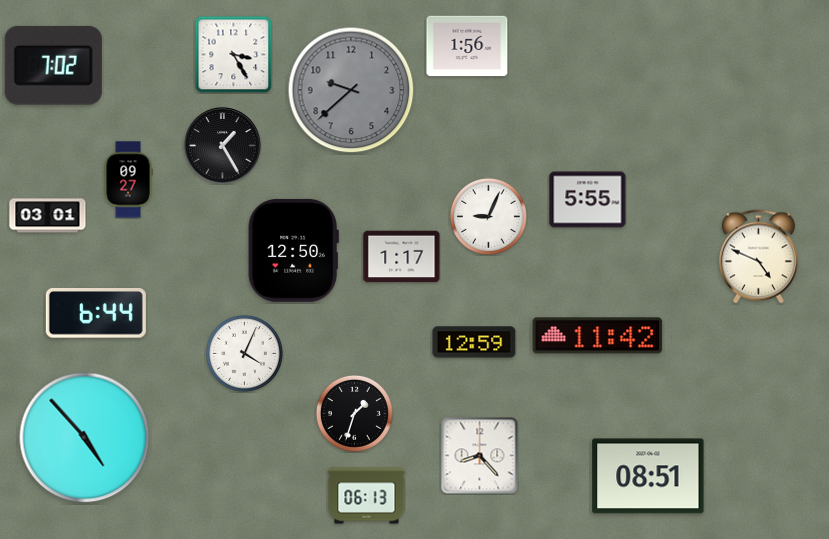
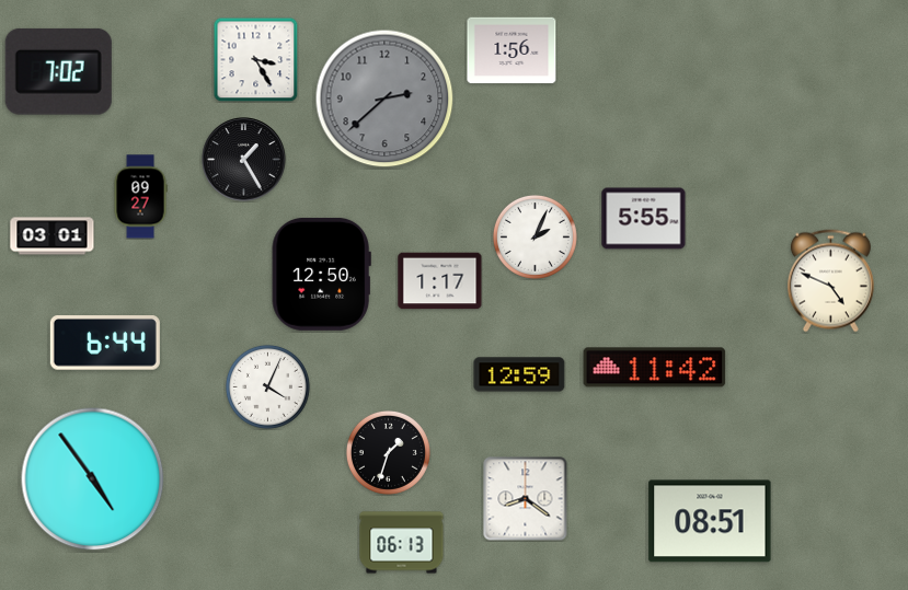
clock at (351, 90): 9:38 -> 2:38
clock at (488, 216): 9:04 -> 2:04
clock at (85, 438): 4:53 -> 4:54
clock at (480, 456): 8:23 -> 8:21
